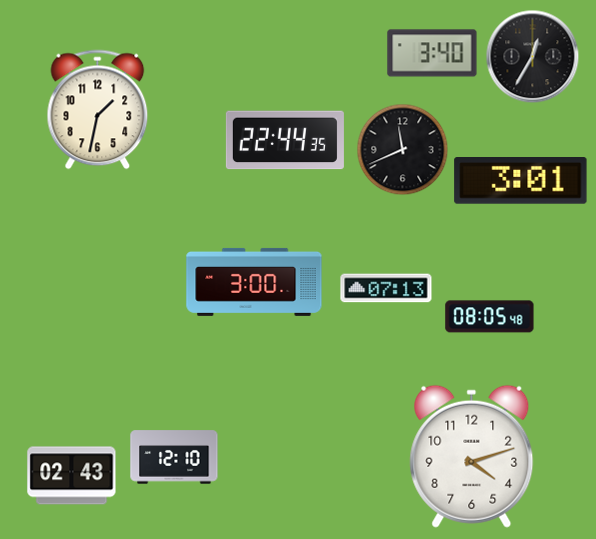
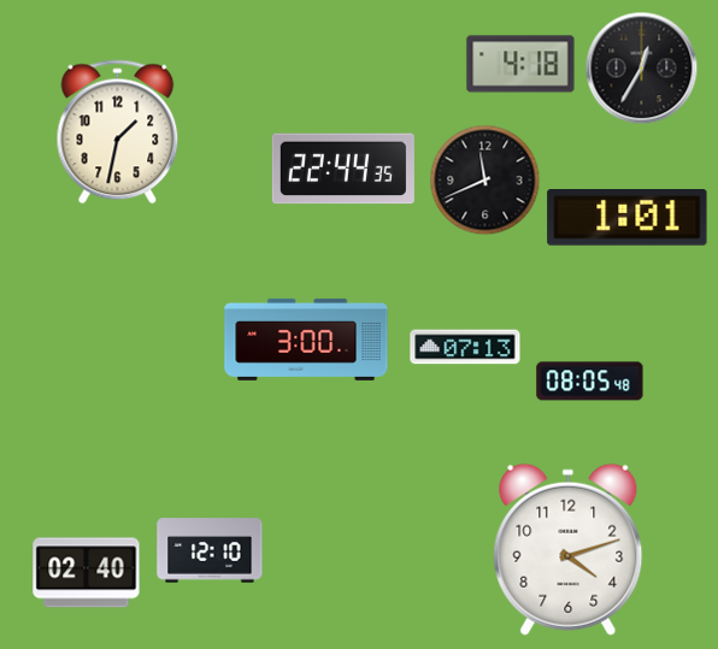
clock at (432, 53): 3:40 -> 4:18
clock at (521, 181): 3:01 -> 1:01
clock at (72, 476): 02:43 -> 02:40
